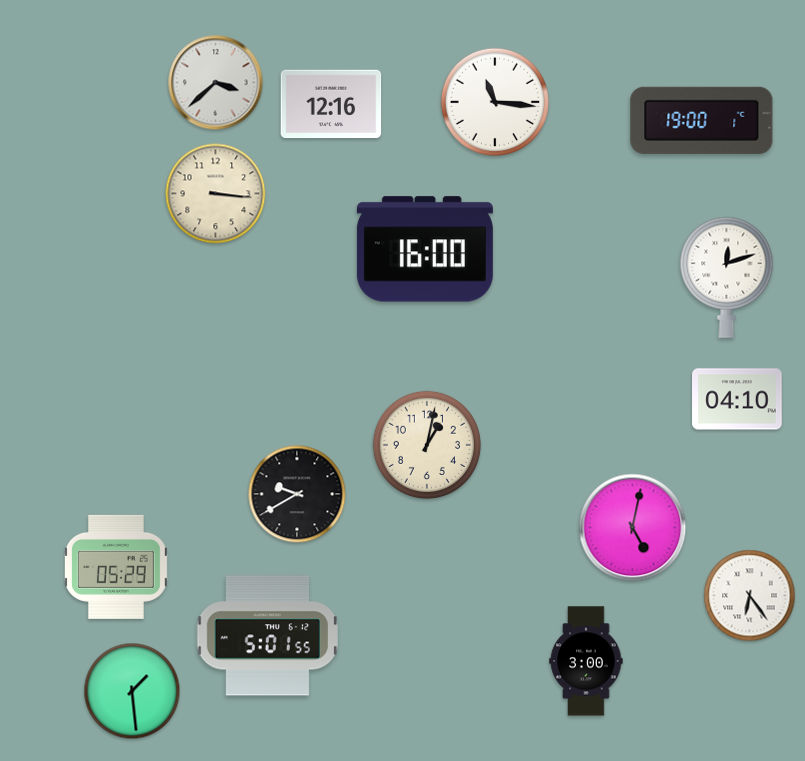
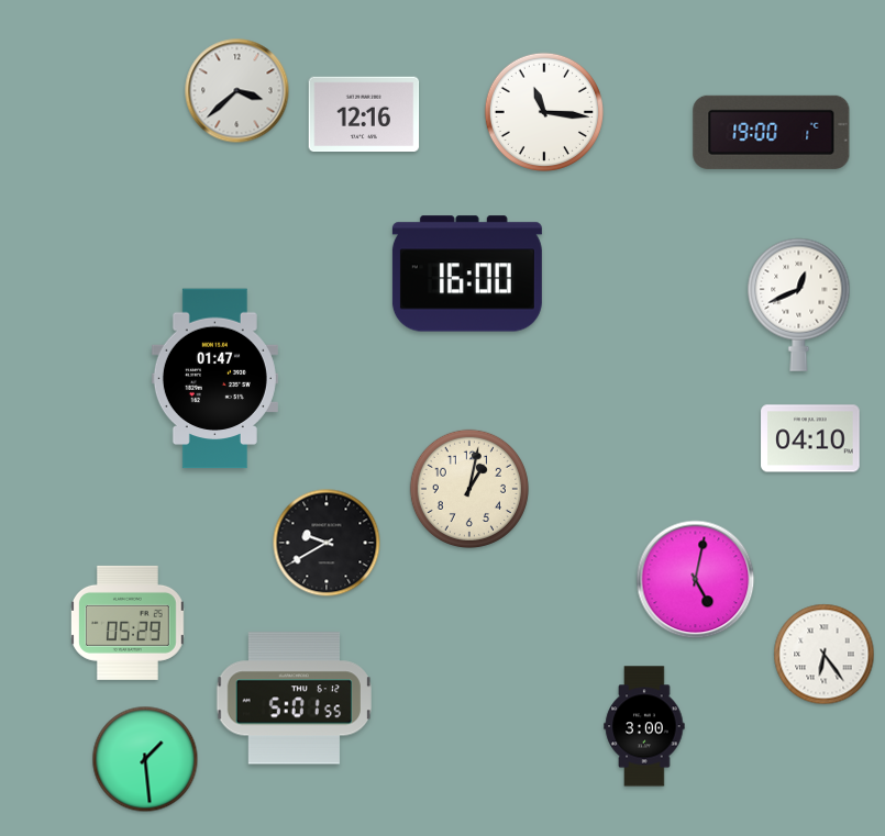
clock at (216, 194): 3:16 -> none
clock at (727, 277): 12:12 -> 12:41
clock at (214, 379): none -> 01:47
